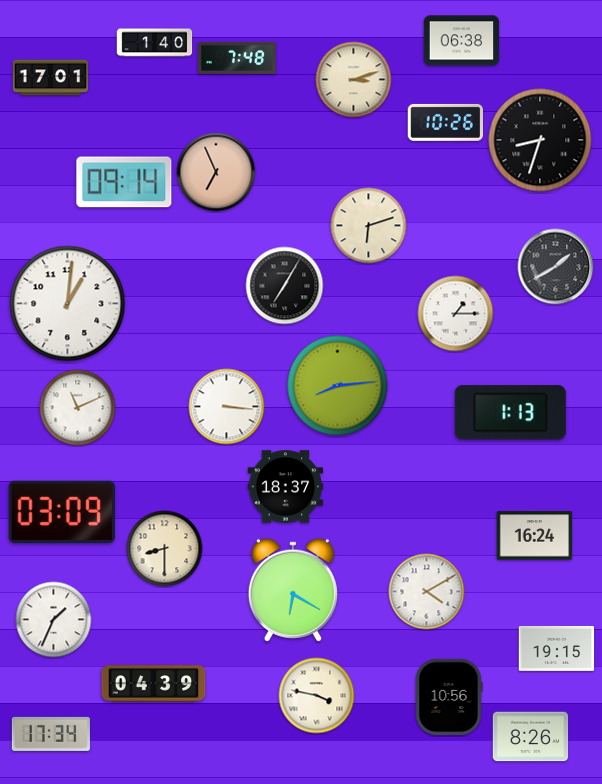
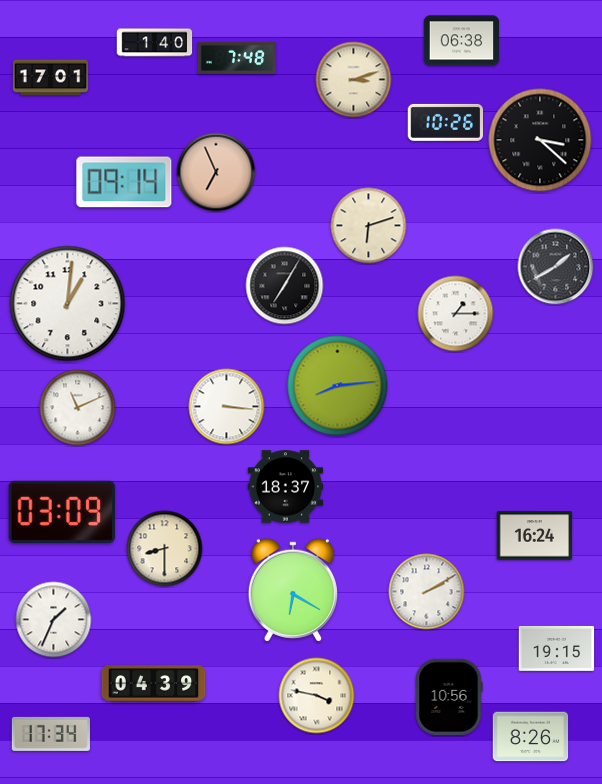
clock at (540, 140): 8:33 -> 3:22
clock at (510, 413): 1:13 -> none
clock at (427, 592): 4:10 -> 2:10
